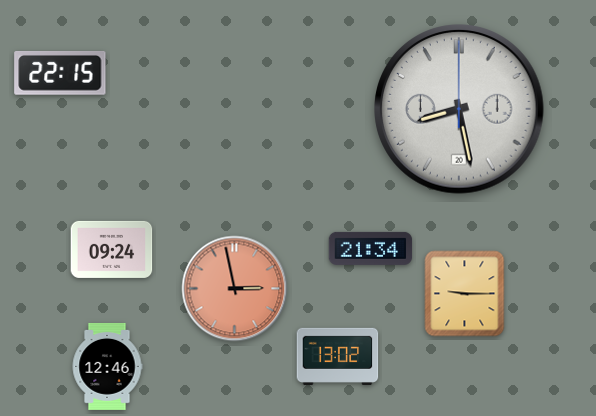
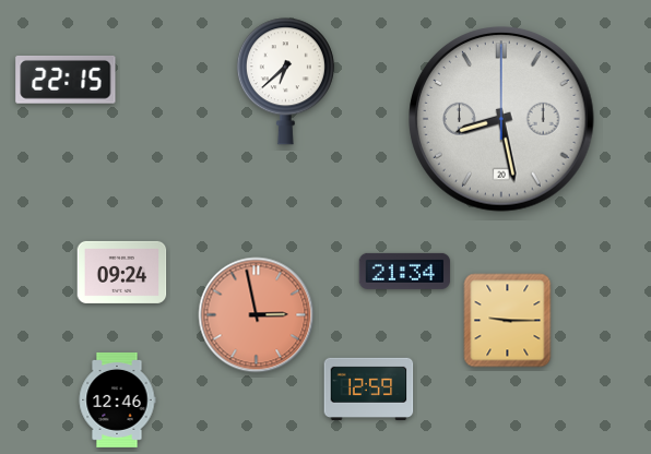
clock at (285, 82): none -> 6:38
clock at (338, 356): 13:02 -> 12:59
